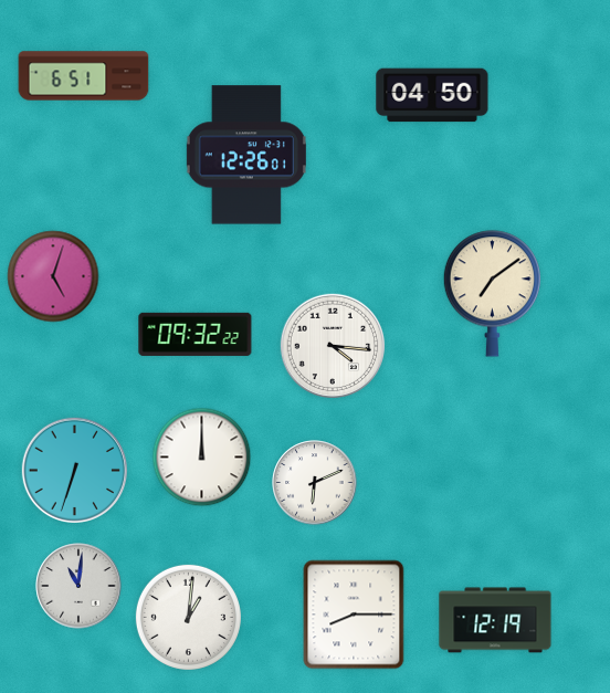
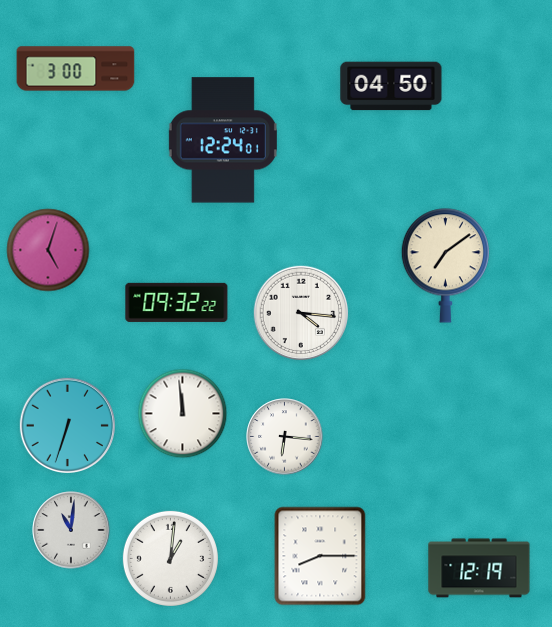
clock at (84, 76): 6:51 -> 3:00
clock at (246, 155): 12:26 -> 12:24
clock at (202, 458): 12:00 -> 11:59
clock at (315, 483): 6:11 -> 6:16
clock at (495, 620) position: (495, 620) -> (479, 568)
